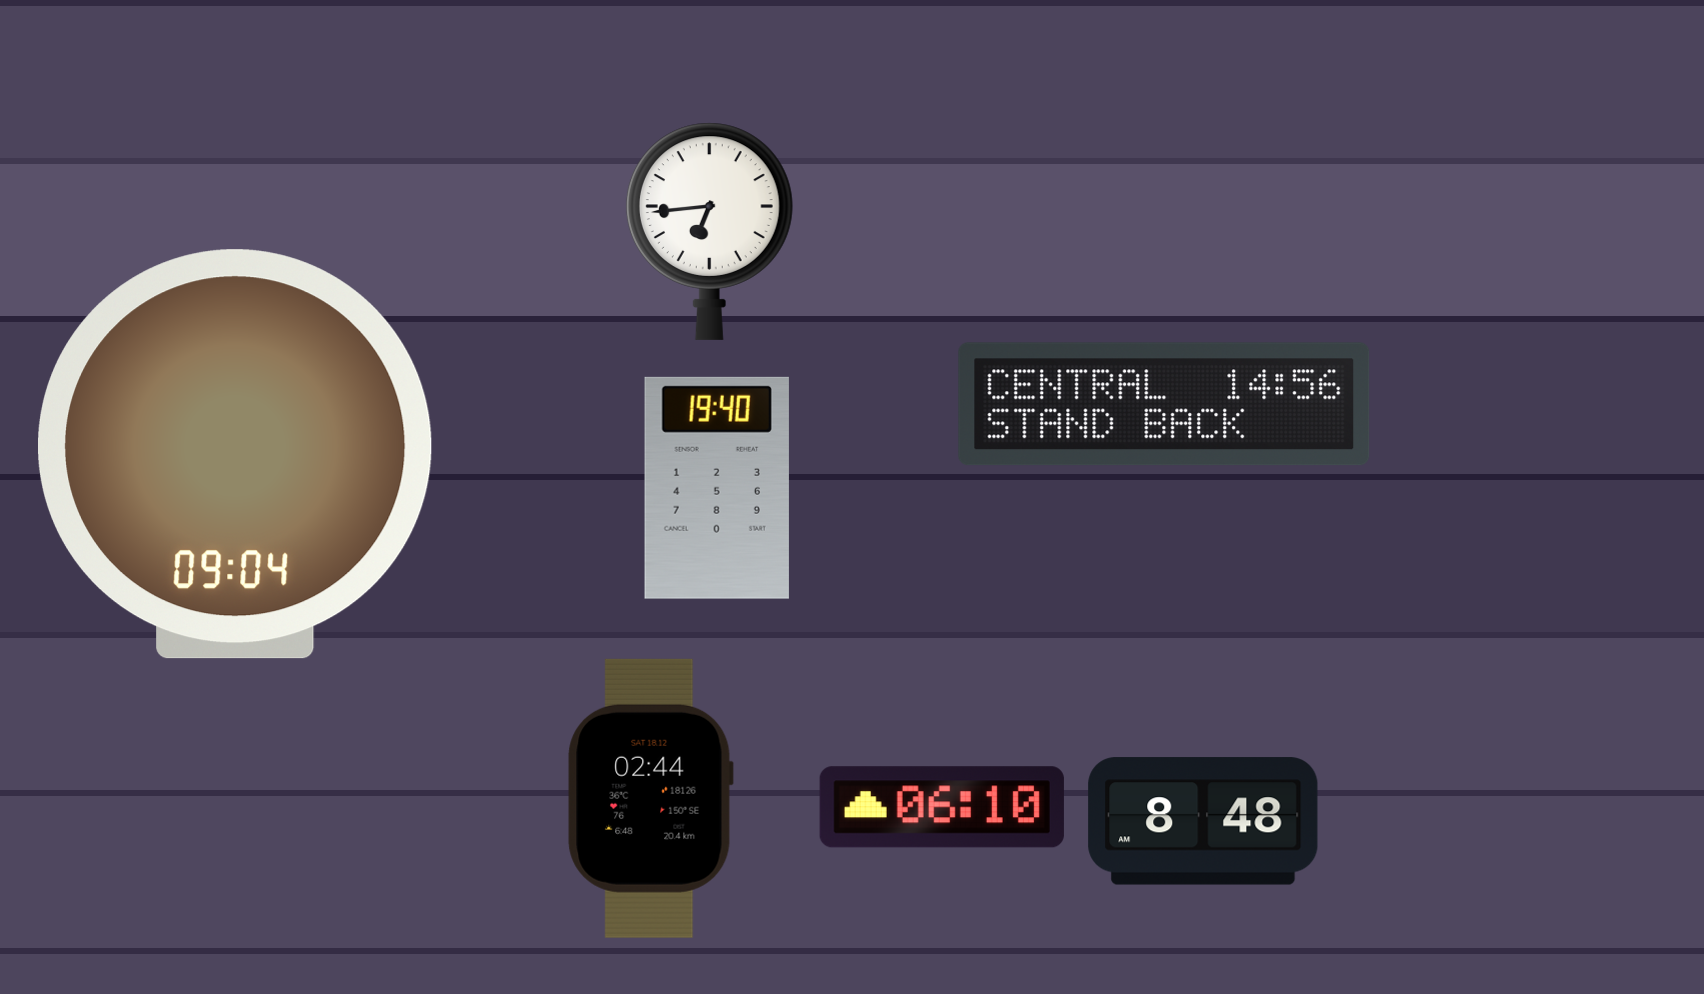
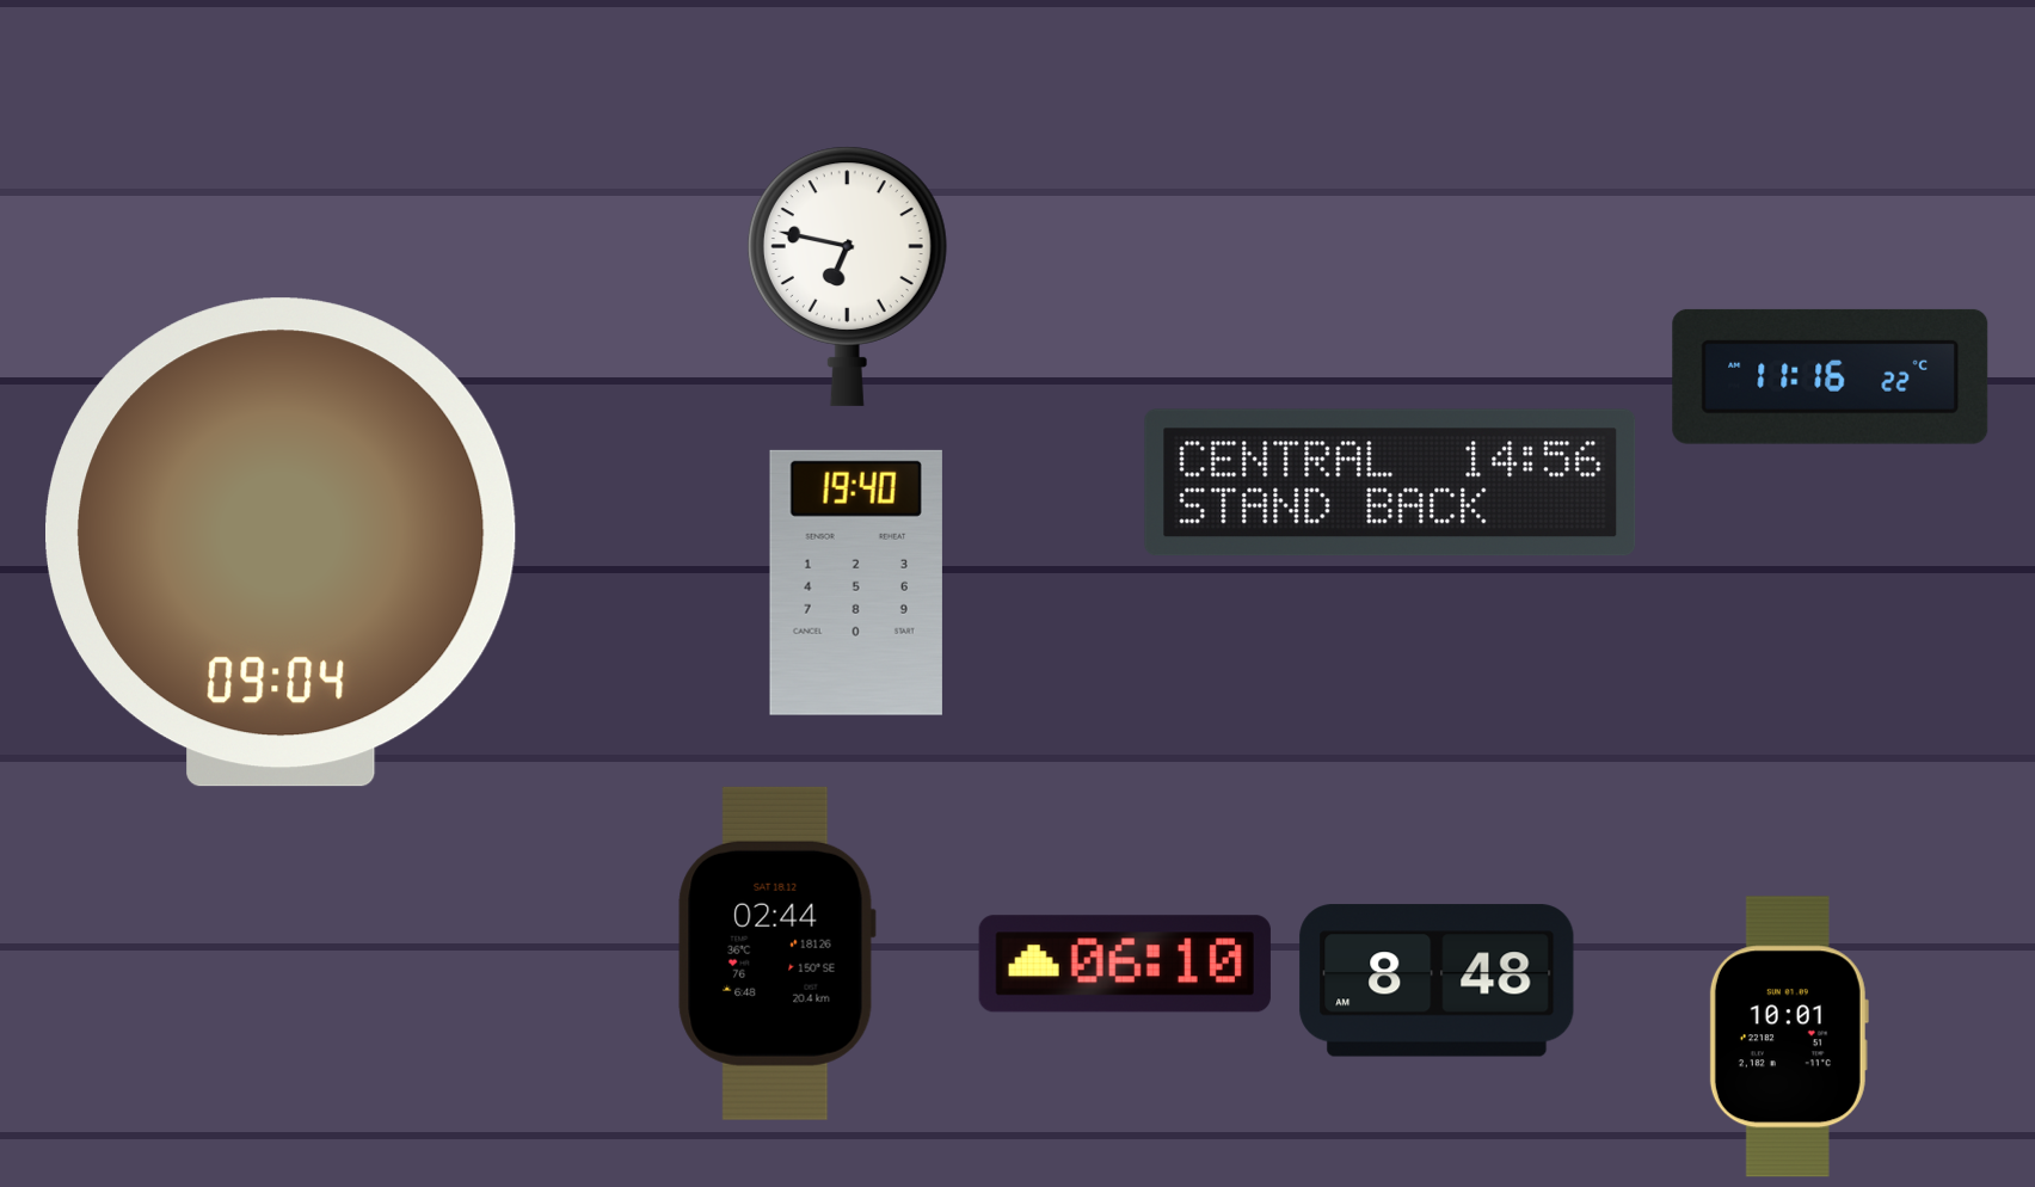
clock at (709, 231): 6:44 -> 6:47
clock at (1831, 376): none -> 11:16
clock at (1789, 1037): none -> 10:01
